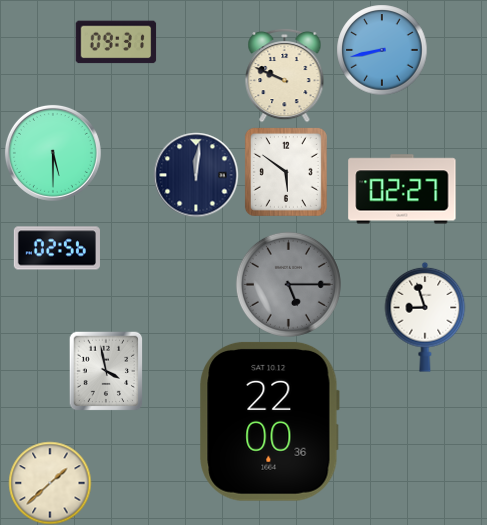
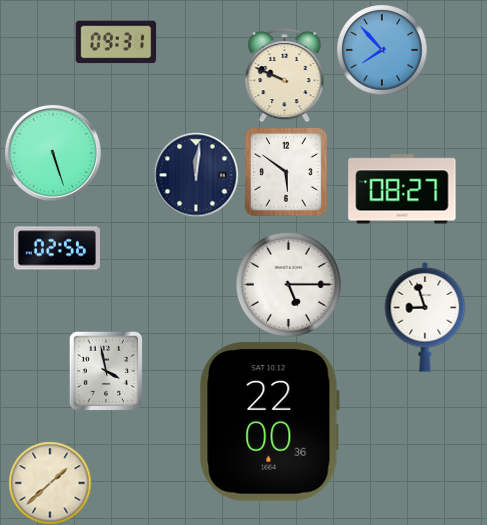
clock at (382, 50): 8:43 -> 7:53
clock at (53, 153): 5:30 -> 5:27
clock at (402, 189): 02:27 -> 08:27
clock at (288, 284) dial: grey -> white
